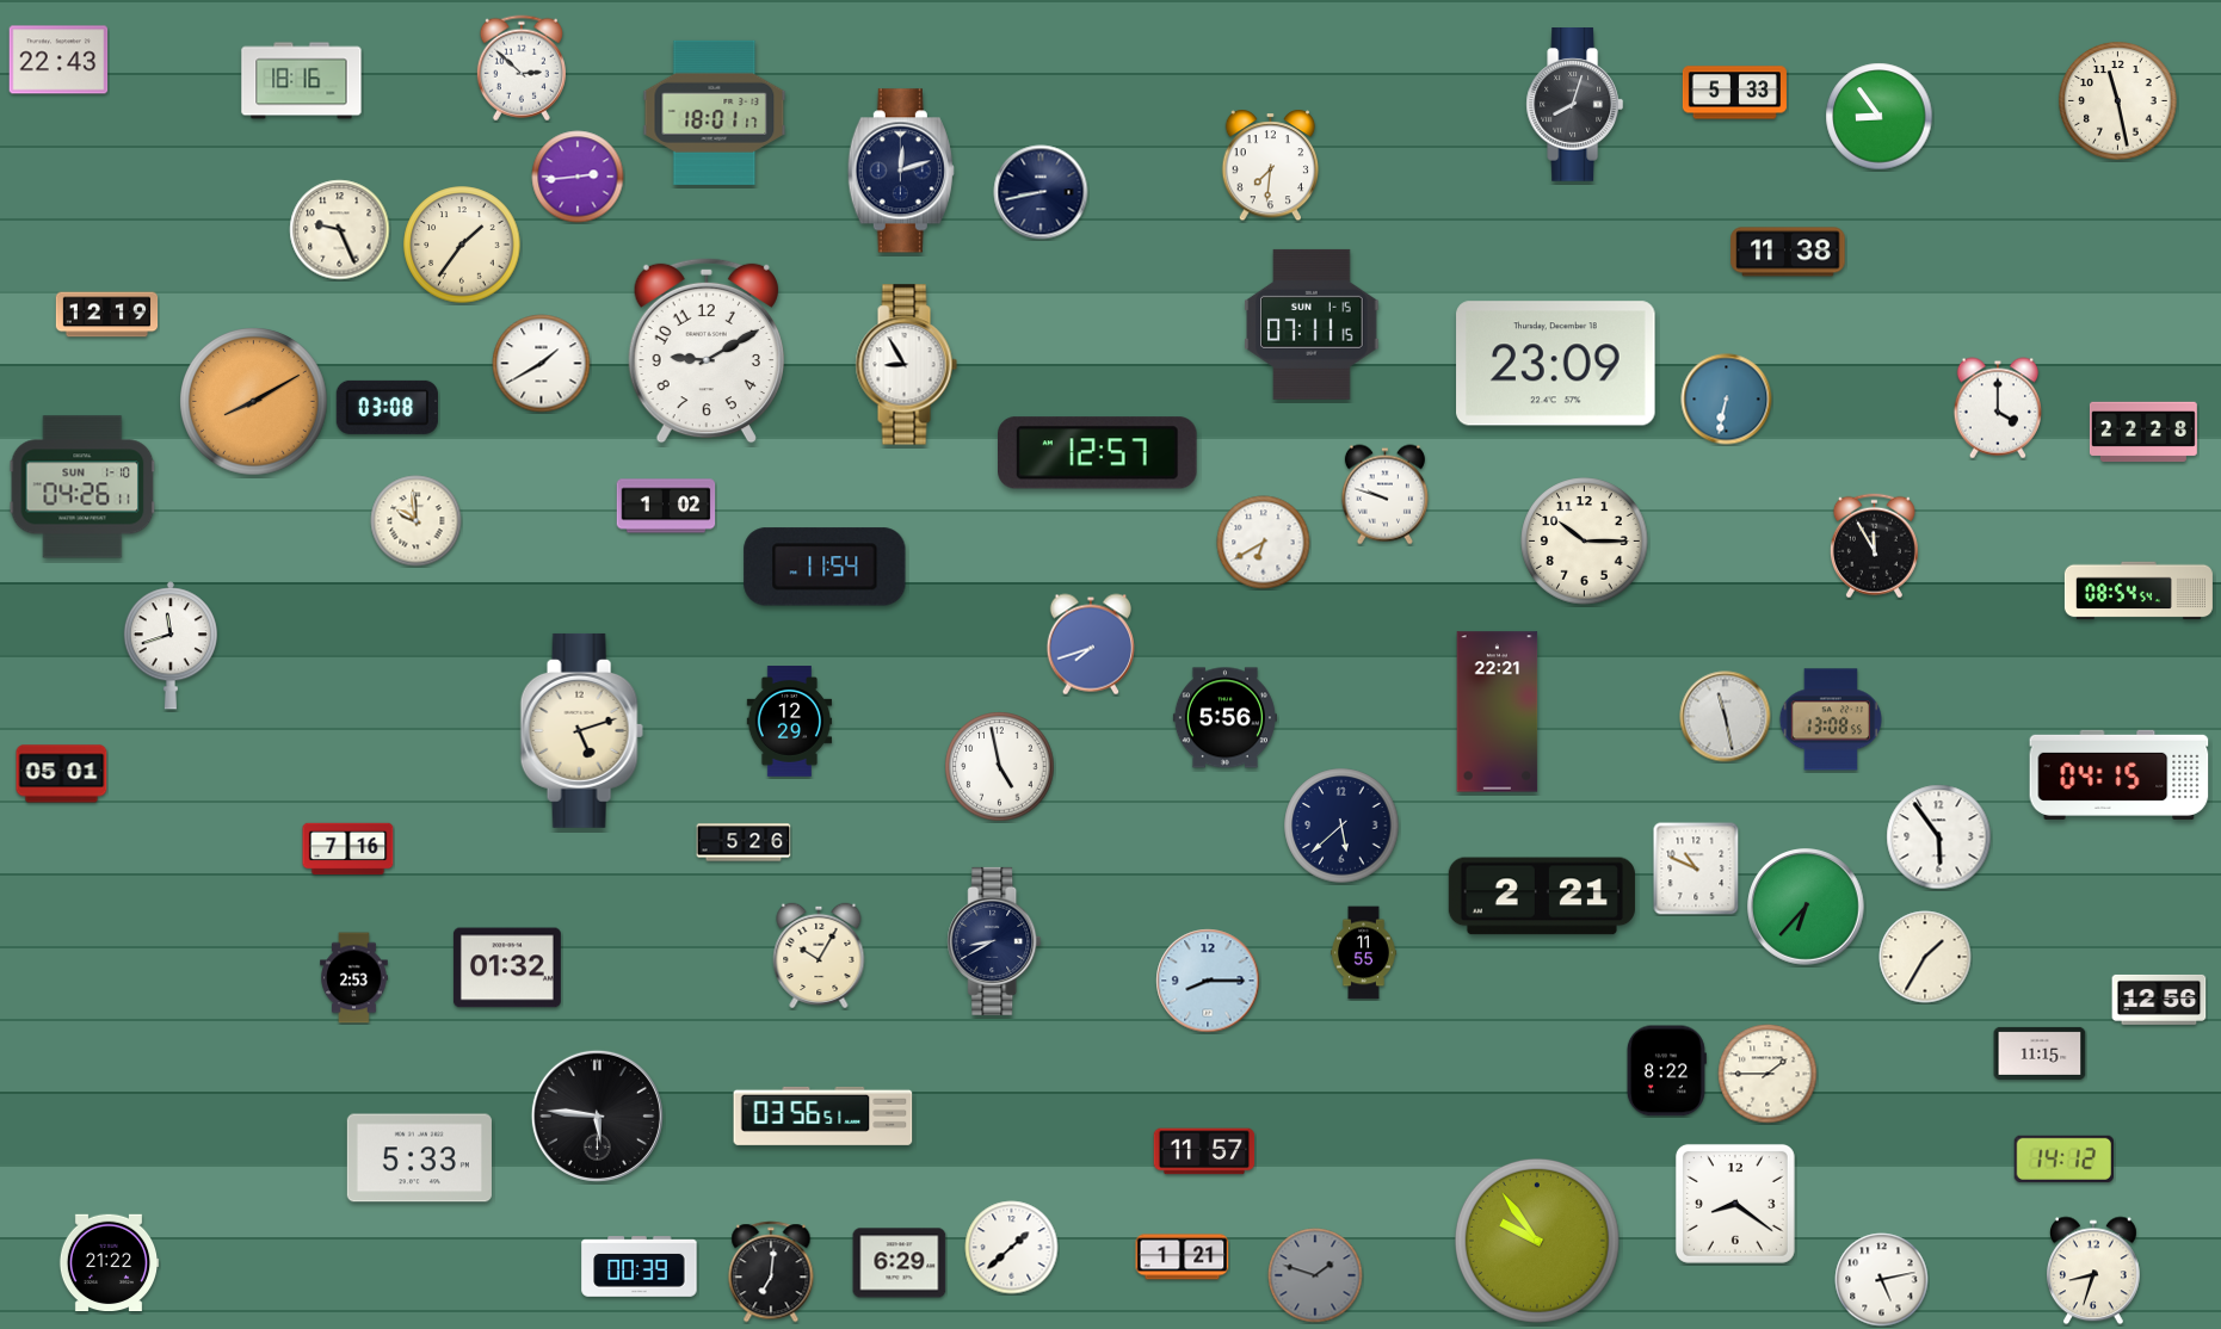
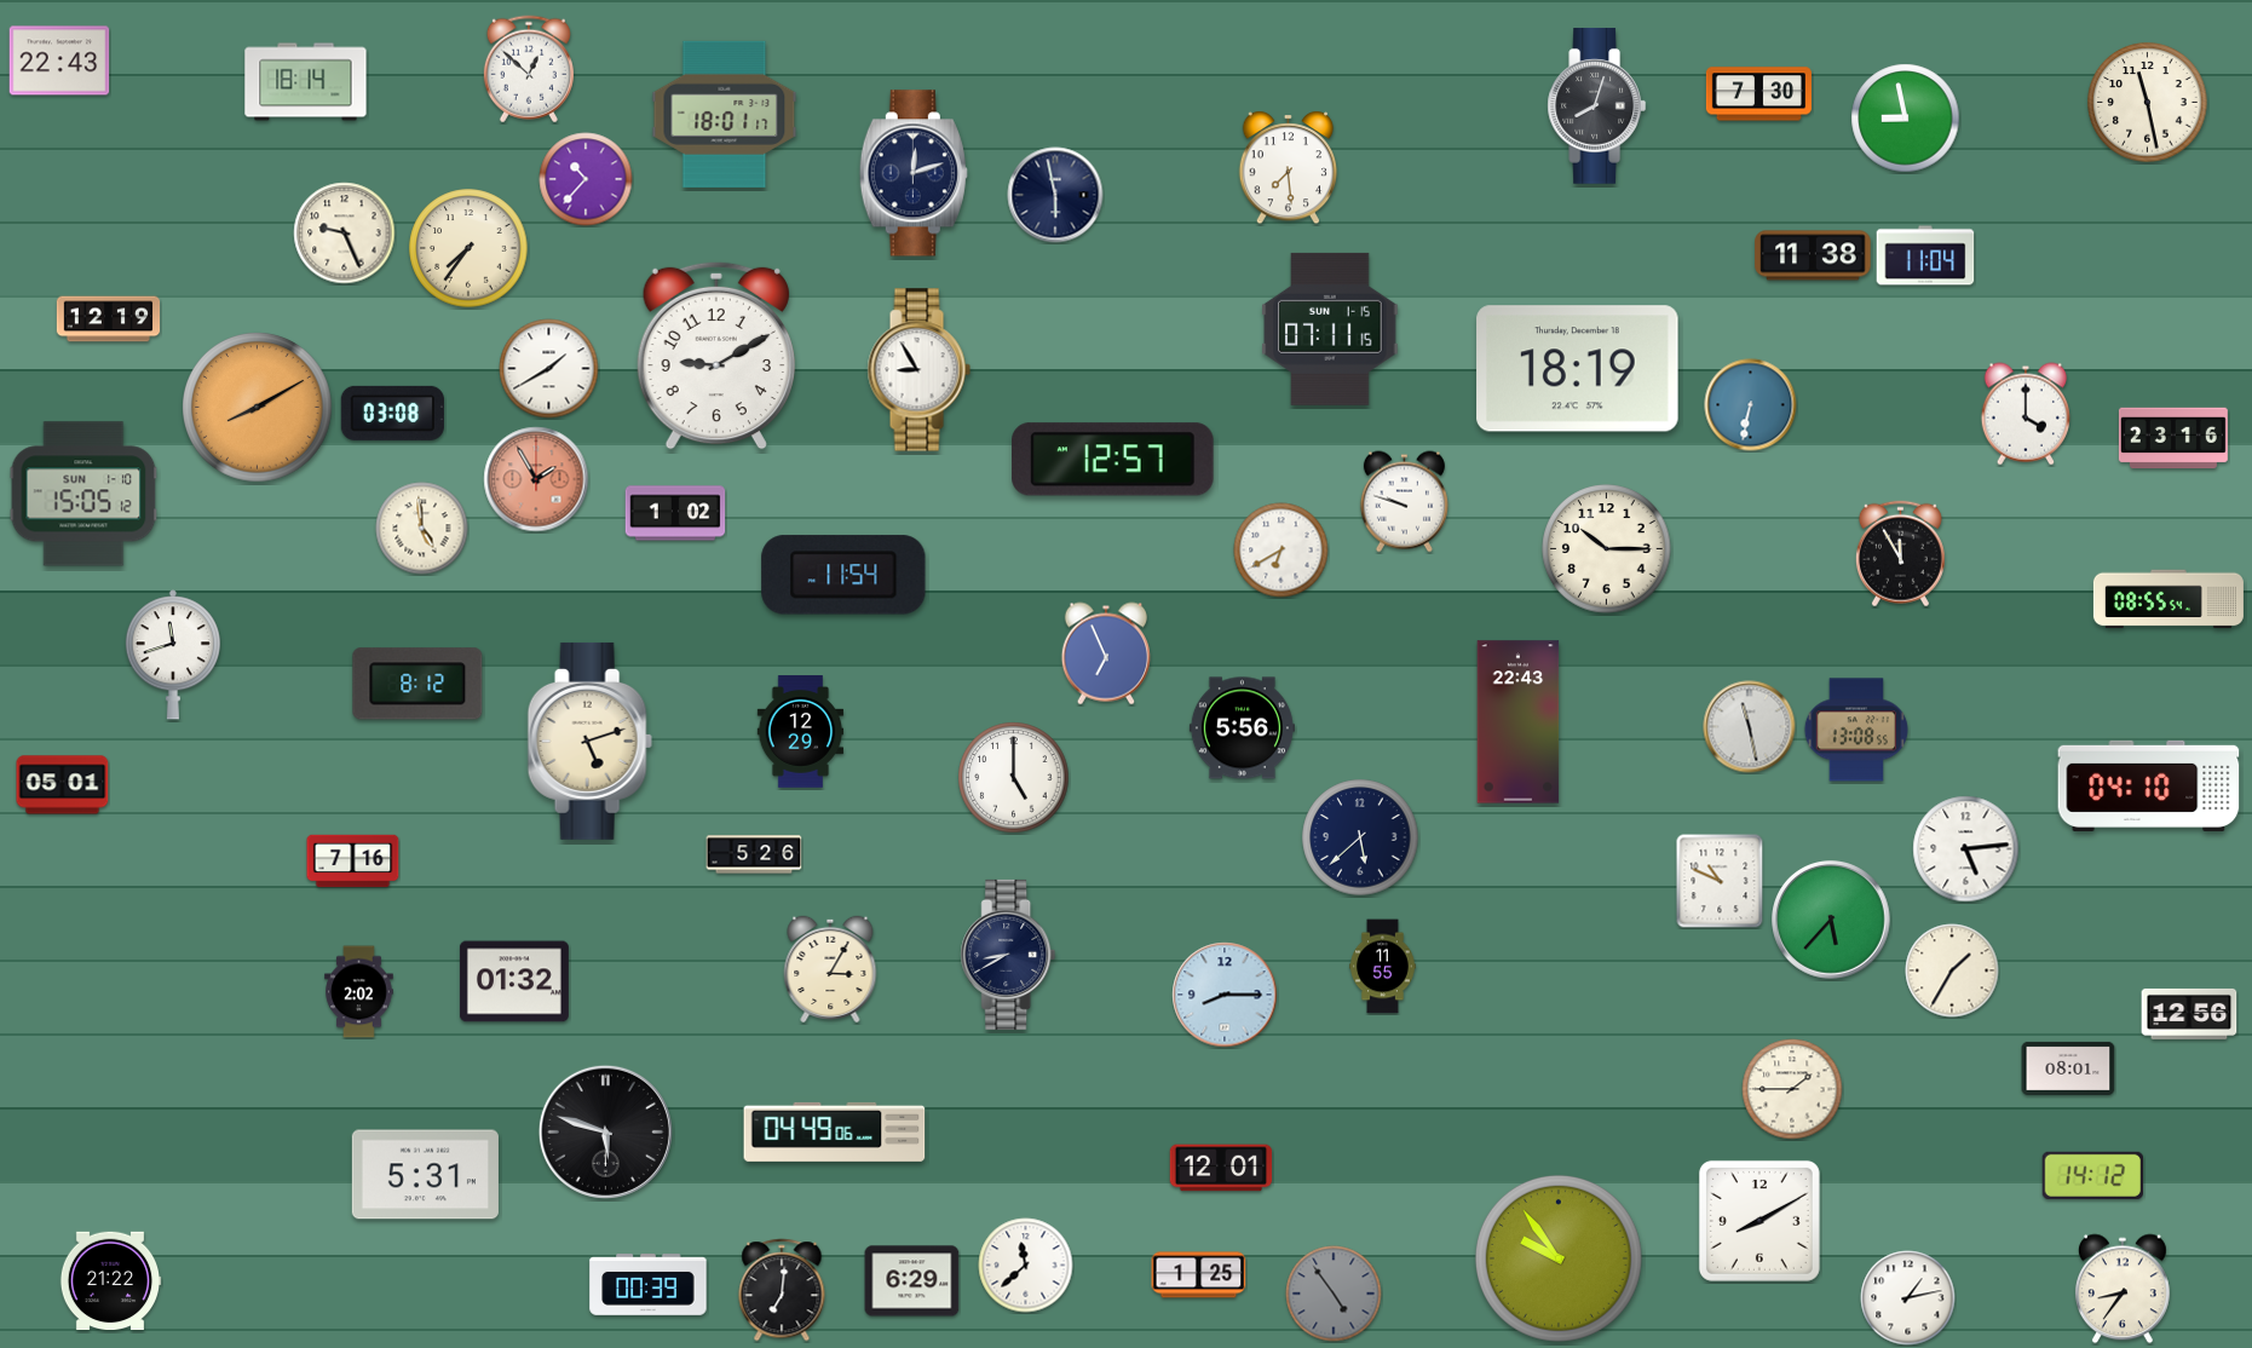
clock at (522, 68): 2:52 -> 12:52
clock at (302, 81): 18:16 -> 18:14
clock at (1734, 93): 5:33 -> 7:30
clock at (1880, 117): 8:54 -> 8:58
clock at (1271, 166): 7:31 -> 7:29
clock at (578, 177): 2:44 -> 10:37
clock at (1041, 192): 8:43 -> 5:58
clock at (462, 245): 1:36 -> 7:36
clock at (1925, 255): none -> 11:04
clock at (1556, 364): 23:09 -> 18:19
clock at (2143, 432): 22:28 -> 23:16
clock at (536, 479): none -> 1:55
clock at (82, 487): 04:26 -> 15:05
clock at (417, 521): 9:59 -> 4:59
clock at (825, 567) position: (825, 567) -> (843, 575)
clock at (2139, 591): 08:54 -> 08:55
clock at (1090, 644): 7:42 -> 6:56
clock at (417, 684): none -> 8:12
clock at (1498, 712): 22:21 -> 22:43
clock at (1000, 767): 4:58 -> 5:00
clock at (2120, 774): 04:15 -> 04:10
clock at (1939, 837): 5:54 -> 5:14
clock at (1542, 896): 2:21 -> none
clock at (1806, 907): 6:37 -> 5:37
clock at (819, 954): 10:05 -> 3:05
clock at (354, 978): 2:53 -> 2:02
clock at (2040, 1053): 11:15 -> 08:01
clock at (1666, 1071): 8:22 -> none
clock at (597, 1115): 5:46 -> 5:48
clock at (823, 1115): 03:56 -> 04:49
clock at (1204, 1151): 11:57 -> 12:01
clock at (419, 1158): 5:33 -> 5:31
clock at (1735, 1204): 8:21 -> 8:10
clock at (1012, 1248): 1:38 -> 11:38
clock at (1183, 1257): 1:21 -> 1:25
clock at (2093, 1271): 8:33 -> 8:36
clock at (1315, 1275): 1:48 -> 4:54
clock at (1882, 1280): 5:13 -> 1:13
